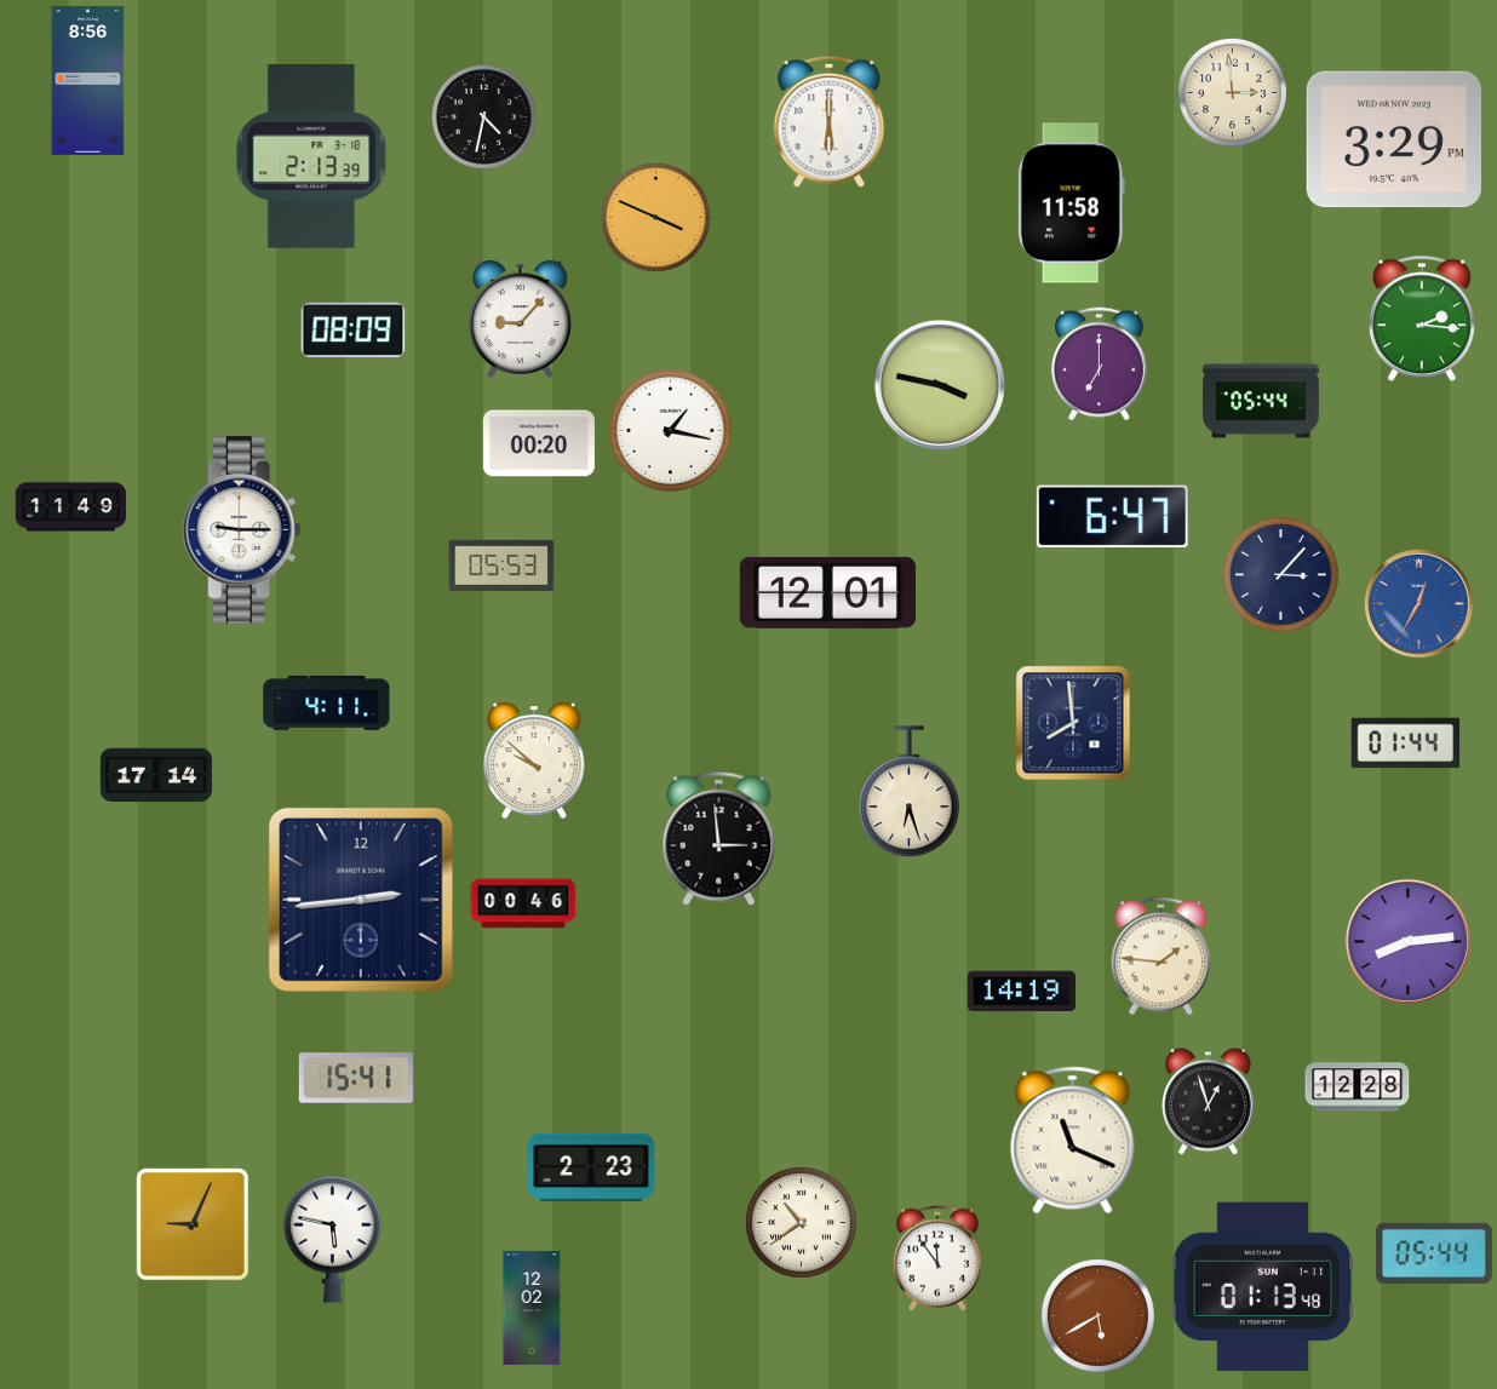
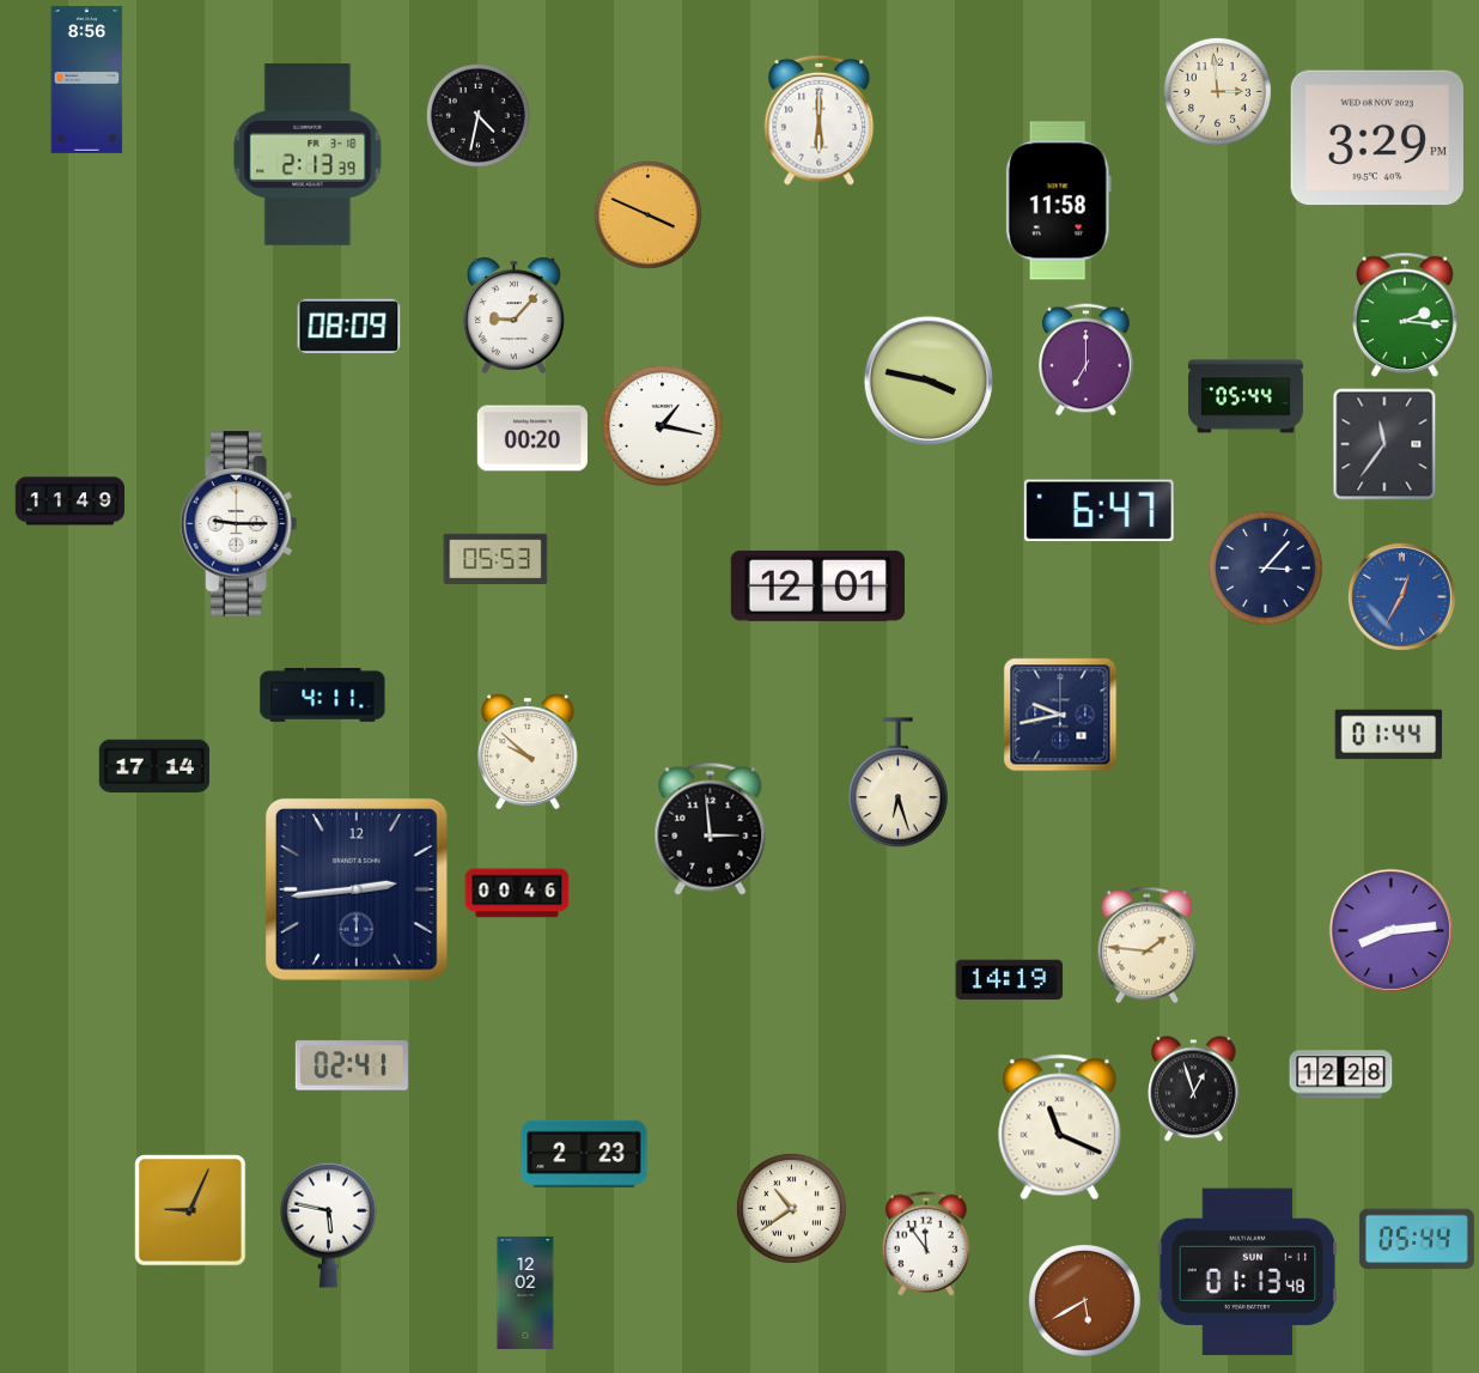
clock at (1384, 444): none -> 11:36
clock at (1073, 723): 7:59 -> 9:43
clock at (356, 1078): 15:41 -> 02:41
